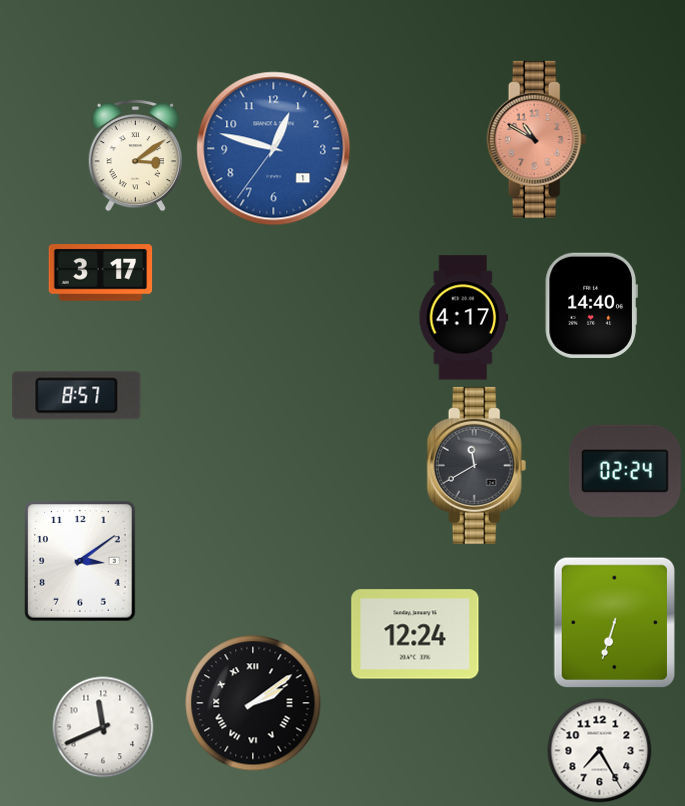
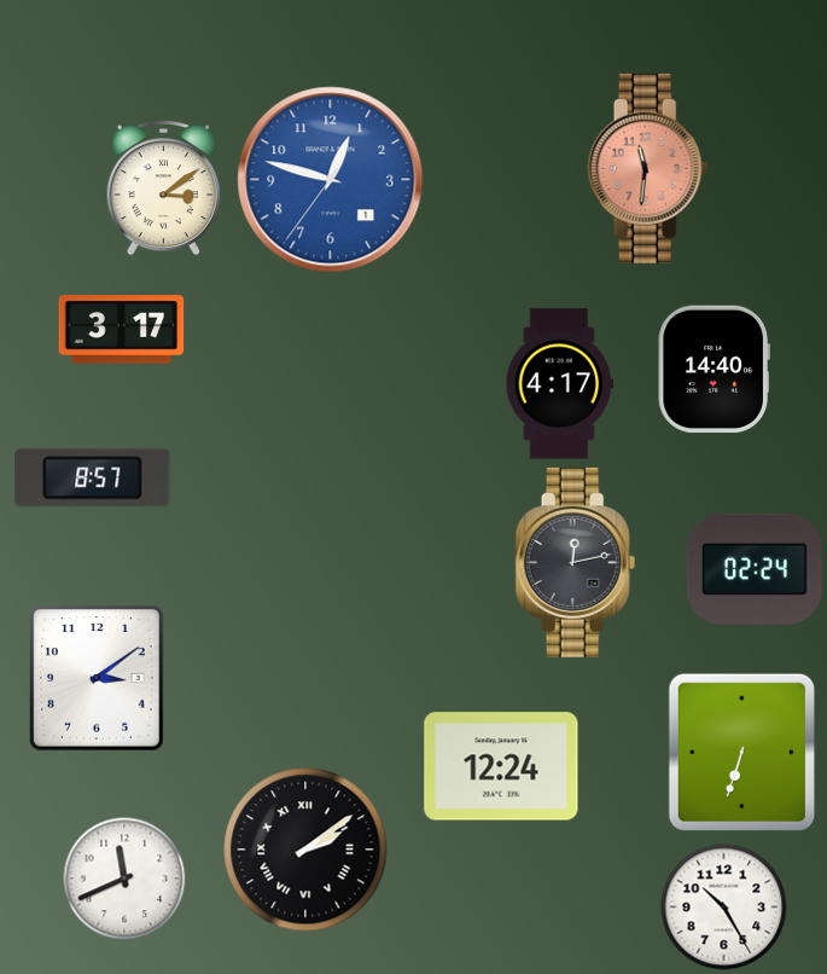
clock at (537, 139): 10:50 -> 11:31
clock at (477, 465): 11:40 -> 12:13
clock at (600, 751): 7:25 -> 10:25
